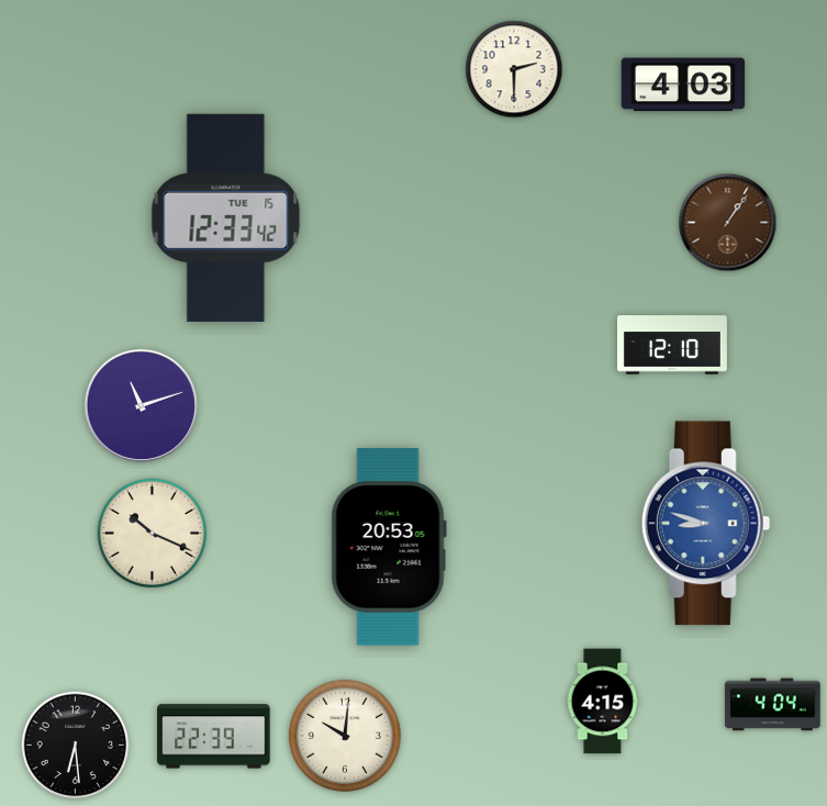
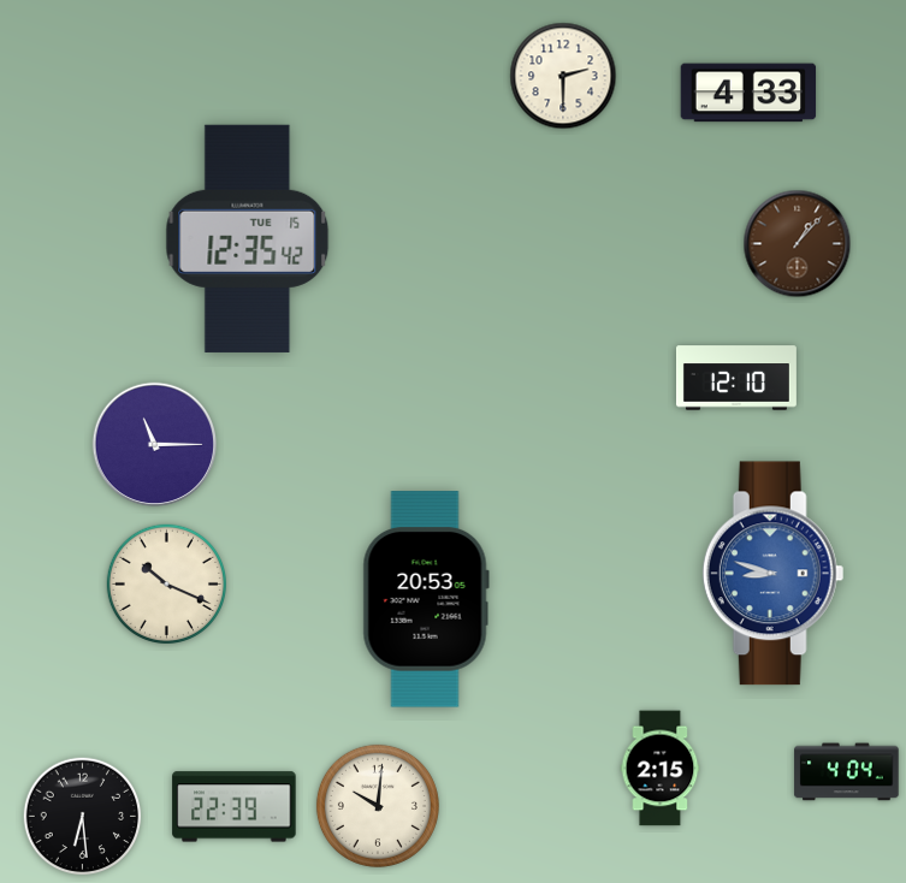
clock at (683, 85): 4:03 -> 4:33
clock at (226, 217): 12:33 -> 12:35
clock at (728, 223): 1:06 -> 1:07
clock at (142, 406): 11:12 -> 11:15
clock at (603, 702): 4:15 -> 2:15
